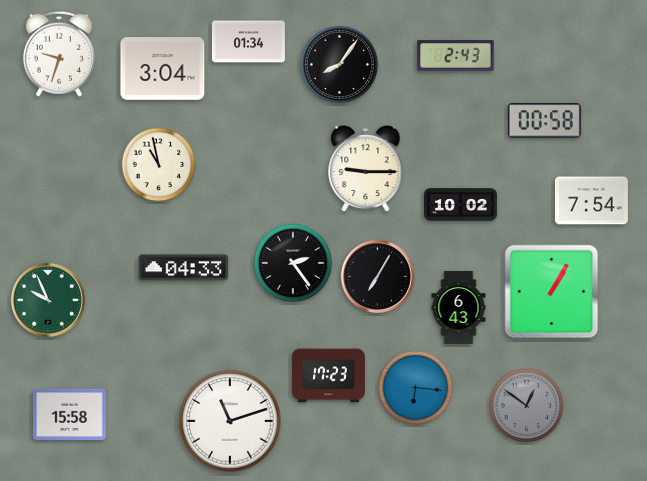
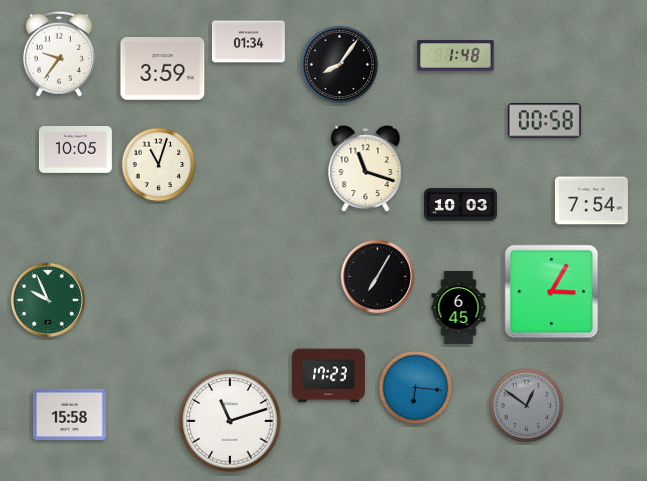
clock at (59, 54): 9:33 -> 9:36
clock at (456, 56): 2:43 -> 1:48
clock at (163, 69): 3:04 -> 3:59
clock at (75, 150): none -> 10:05
clock at (159, 165): 10:58 -> 11:03
clock at (366, 169): 9:15 -> 11:18
clock at (460, 205): 10:02 -> 10:03
clock at (293, 263): 2:24 -> none
clock at (184, 268): 04:33 -> none
clock at (552, 292): 1:05 -> 3:05
clock at (459, 307): 6:43 -> 6:45
